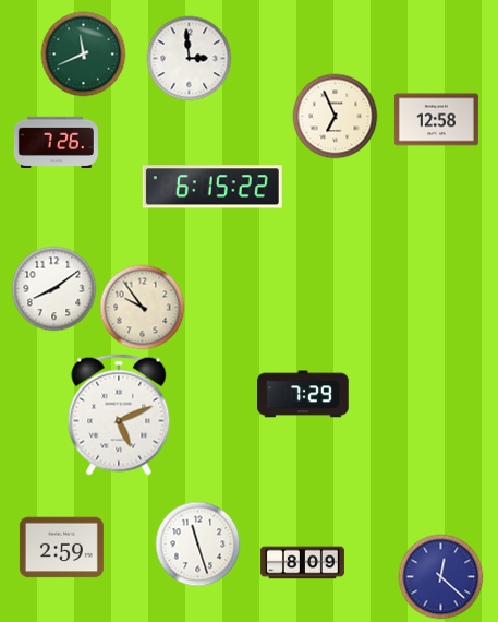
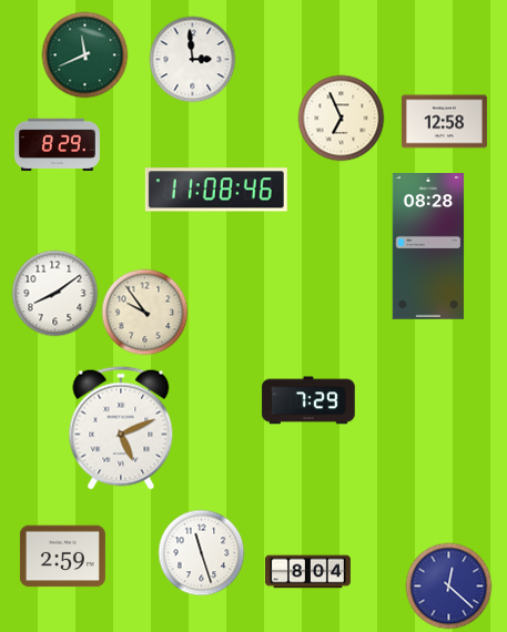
clock at (56, 143): 7:26 -> 8:29
clock at (212, 187): 6:15 -> 11:08
clock at (428, 247): none -> 08:28
clock at (119, 415) position: (119, 415) -> (121, 428)
clock at (302, 563): 8:09 -> 8:04
